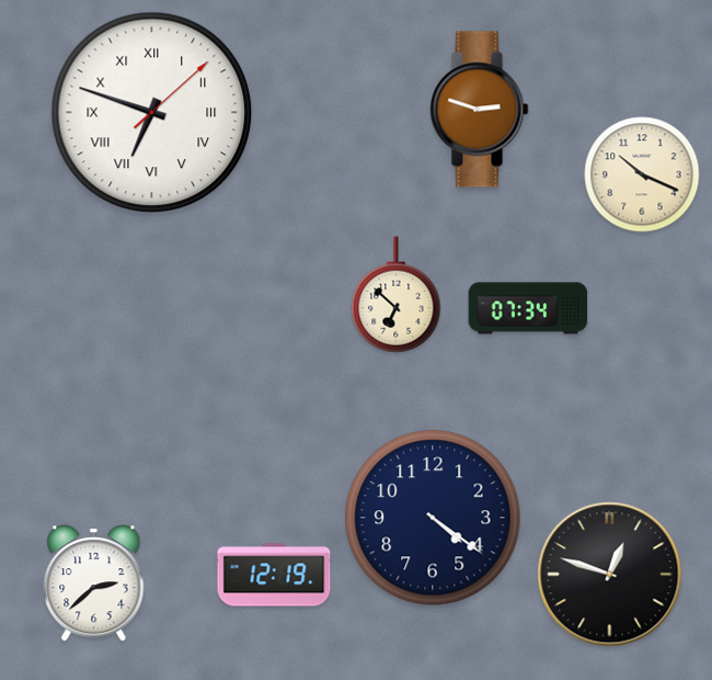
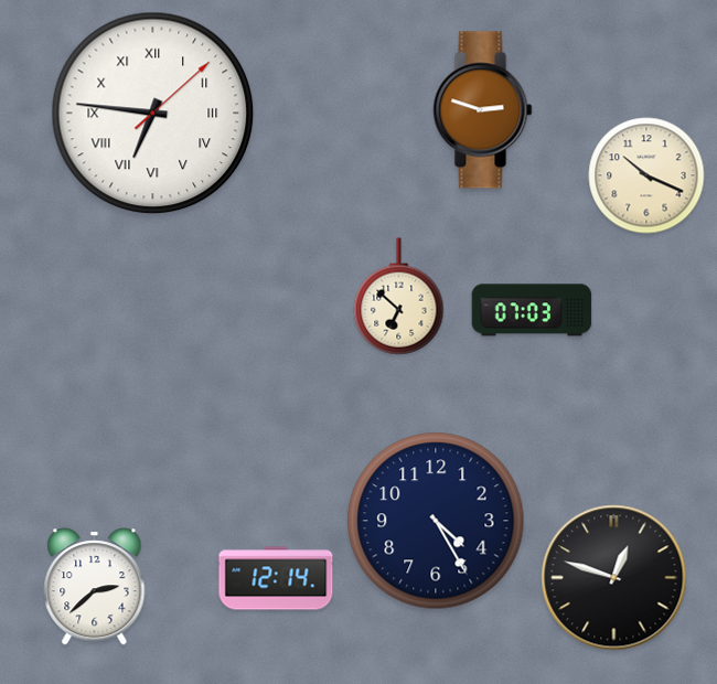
clock at (152, 113): 6:48 -> 6:46
clock at (528, 308): 07:34 -> 07:03
clock at (433, 518): 4:21 -> 4:25
clock at (274, 575): 12:19 -> 12:14
